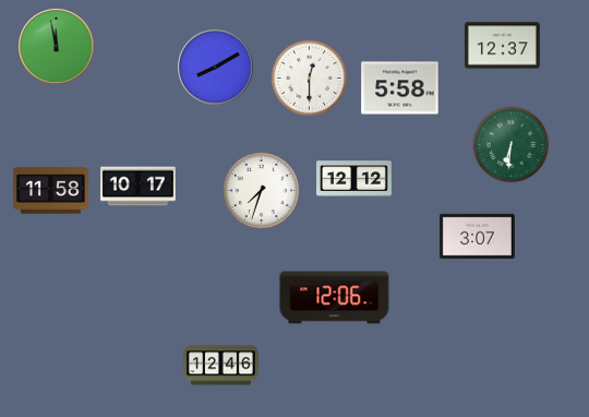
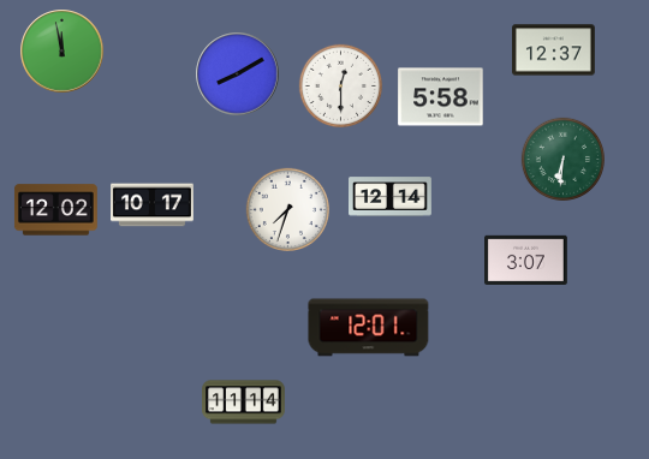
clock at (354, 179): 12:12 -> 12:14
clock at (51, 191): 11:58 -> 12:02
clock at (335, 298): 12:06 -> 12:01
clock at (221, 366): 12:46 -> 11:14
